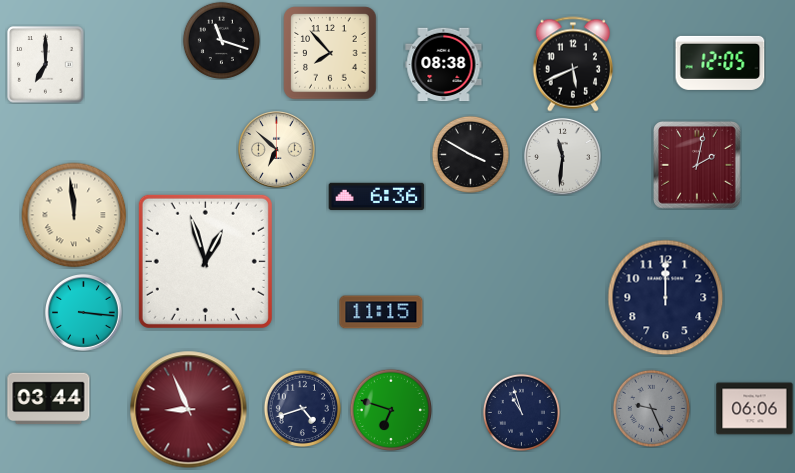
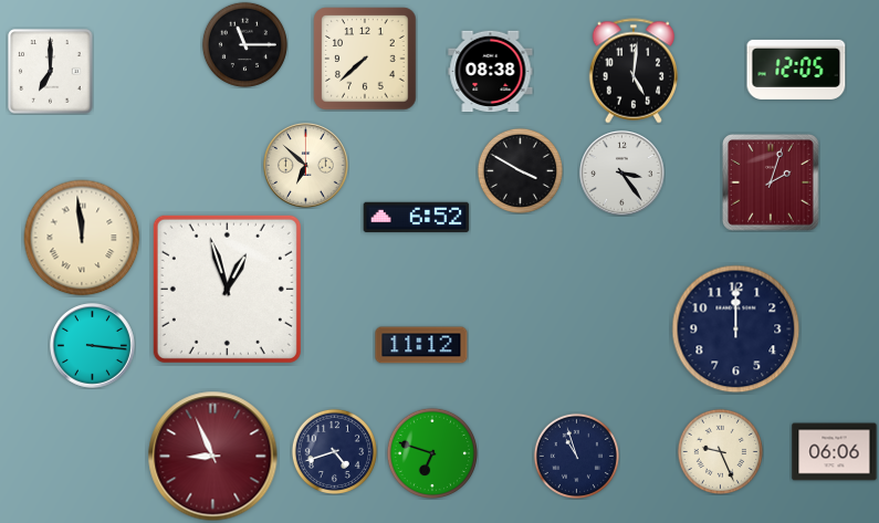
clock at (221, 40): 11:18 -> 11:15
clock at (330, 53): 7:53 -> 7:38
clock at (572, 64): 5:41 -> 5:01
clock at (563, 157): 11:31 -> 3:24
clock at (697, 165): 2:02 -> 2:03
clock at (377, 197): 6:36 -> 6:52
clock at (381, 312): 11:15 -> 11:12
clock at (49, 399): 03:44 -> none
clock at (651, 408) dial: grey -> cream
clock at (189, 410) position: (189, 410) -> (213, 457)
